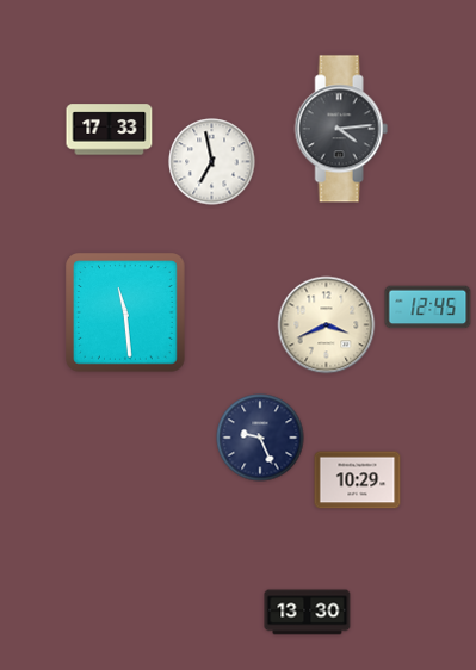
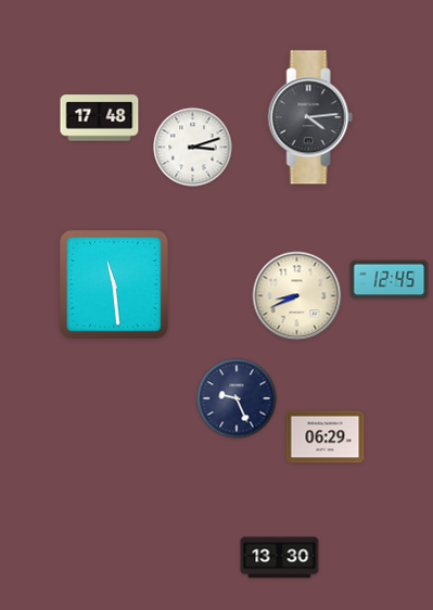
clock at (110, 130): 17:33 -> 17:48
clock at (212, 162): 6:58 -> 3:12
clock at (327, 325): 3:41 -> 8:41
clock at (358, 480): 10:29 -> 06:29
